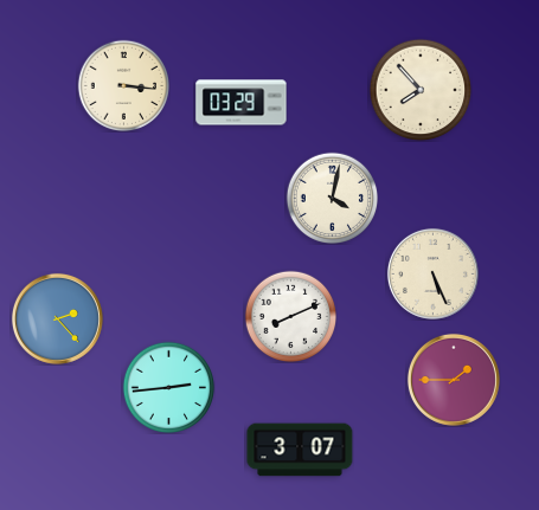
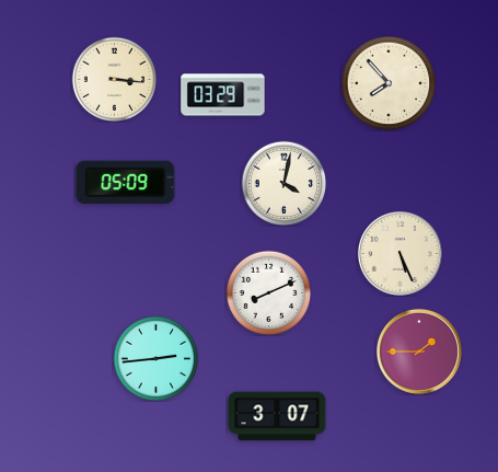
clock at (126, 182): none -> 05:09
clock at (332, 198) position: (332, 198) -> (283, 183)
clock at (57, 318): 2:23 -> none
